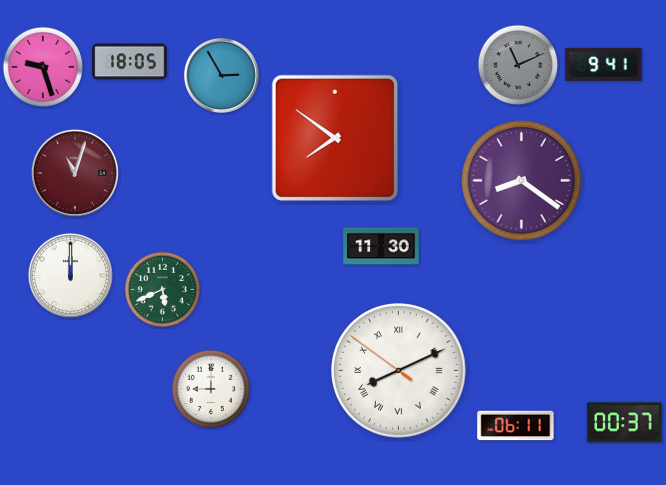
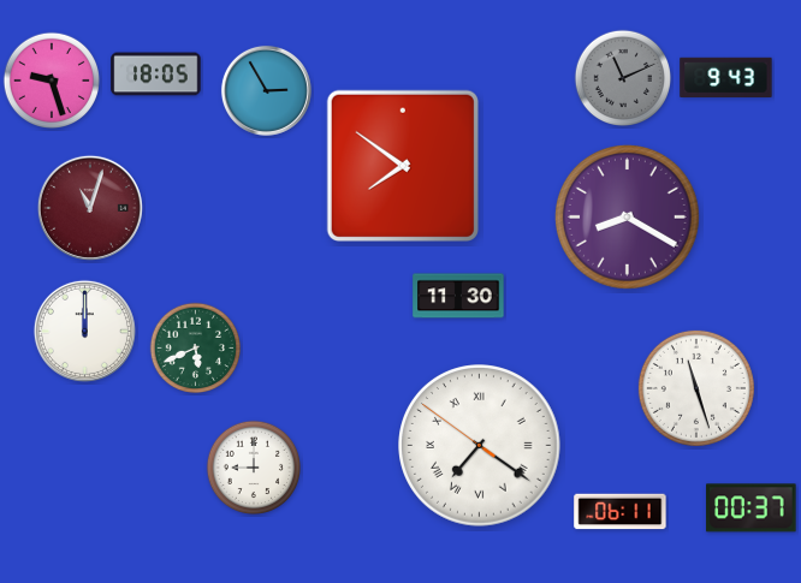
clock at (604, 65): 9:41 -> 9:43
clock at (521, 180): 8:21 -> 8:20
clock at (696, 388): none -> 11:27
clock at (399, 371): 8:10 -> 7:20
